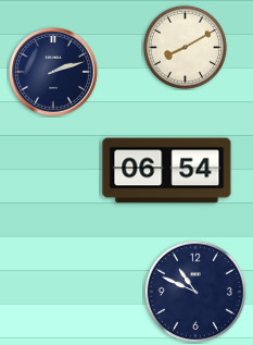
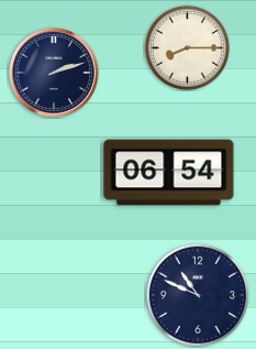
clock at (185, 47): 8:10 -> 8:15
